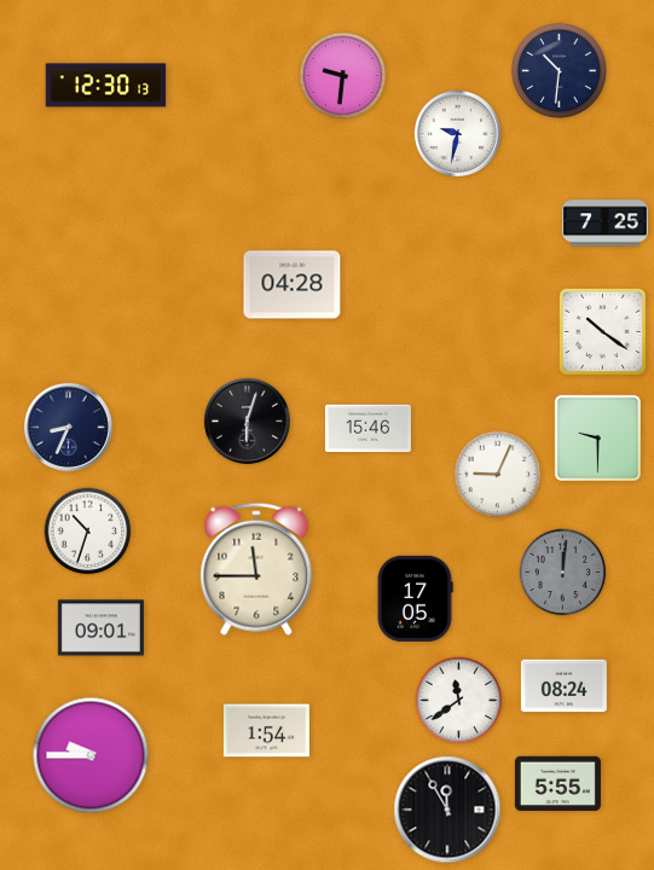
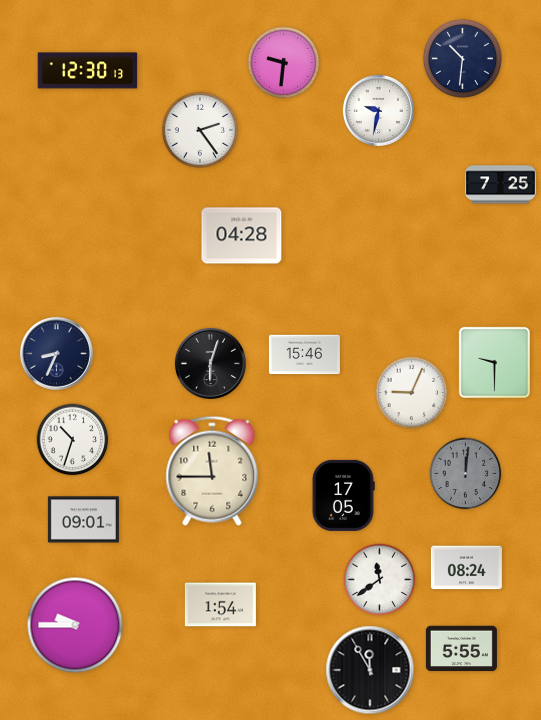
clock at (200, 130): none -> 2:24
clock at (602, 331): 10:21 -> none
clock at (247, 420) position: (247, 420) -> (210, 363)
